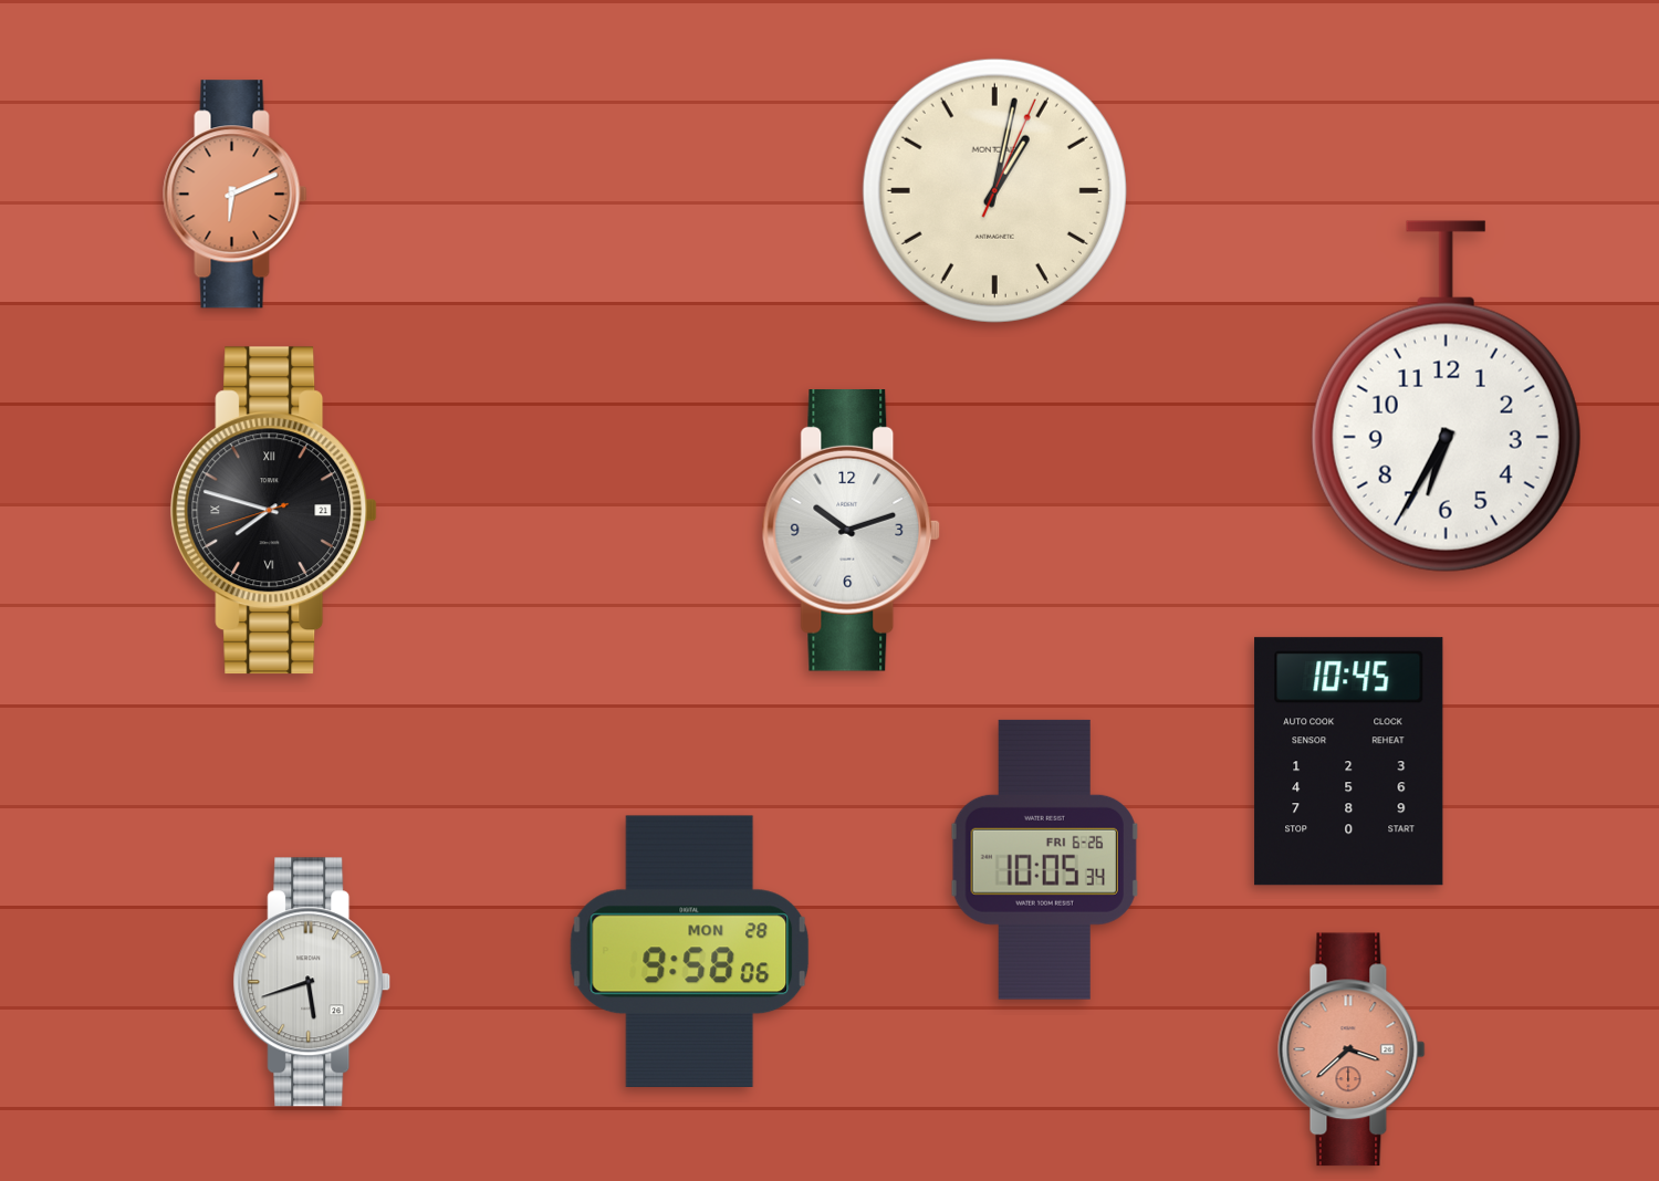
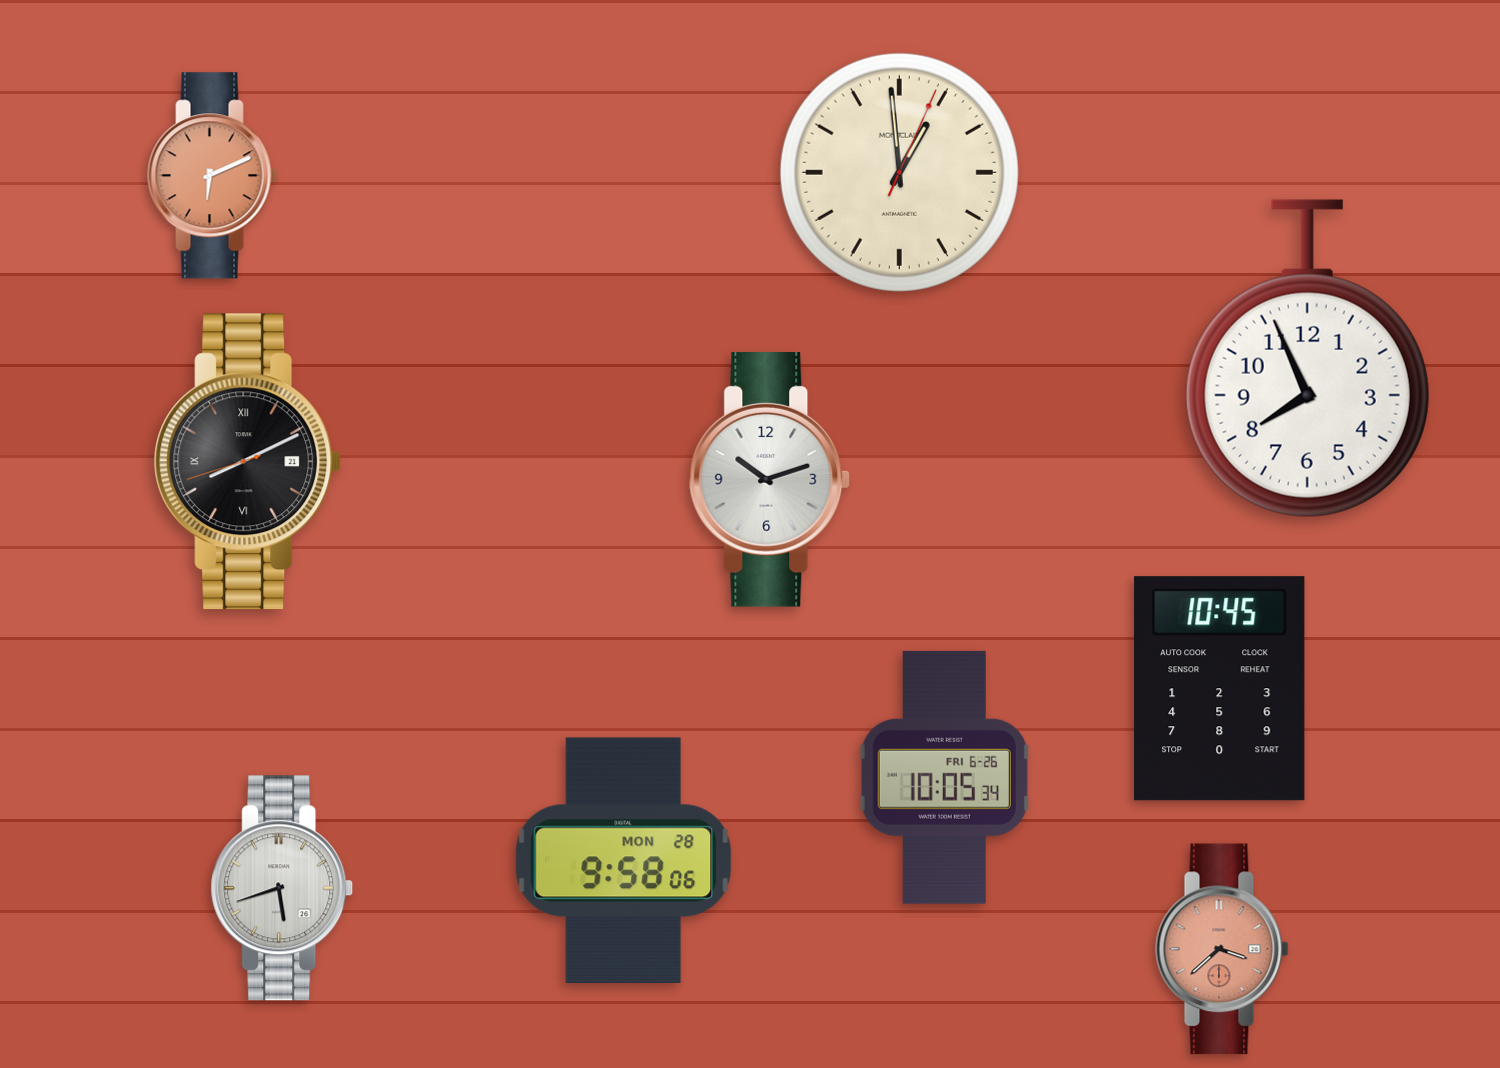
clock at (994, 190): 1:02 -> 12:59
clock at (1446, 397): 6:35 -> 7:56
clock at (274, 511): 7:47 -> 8:10
